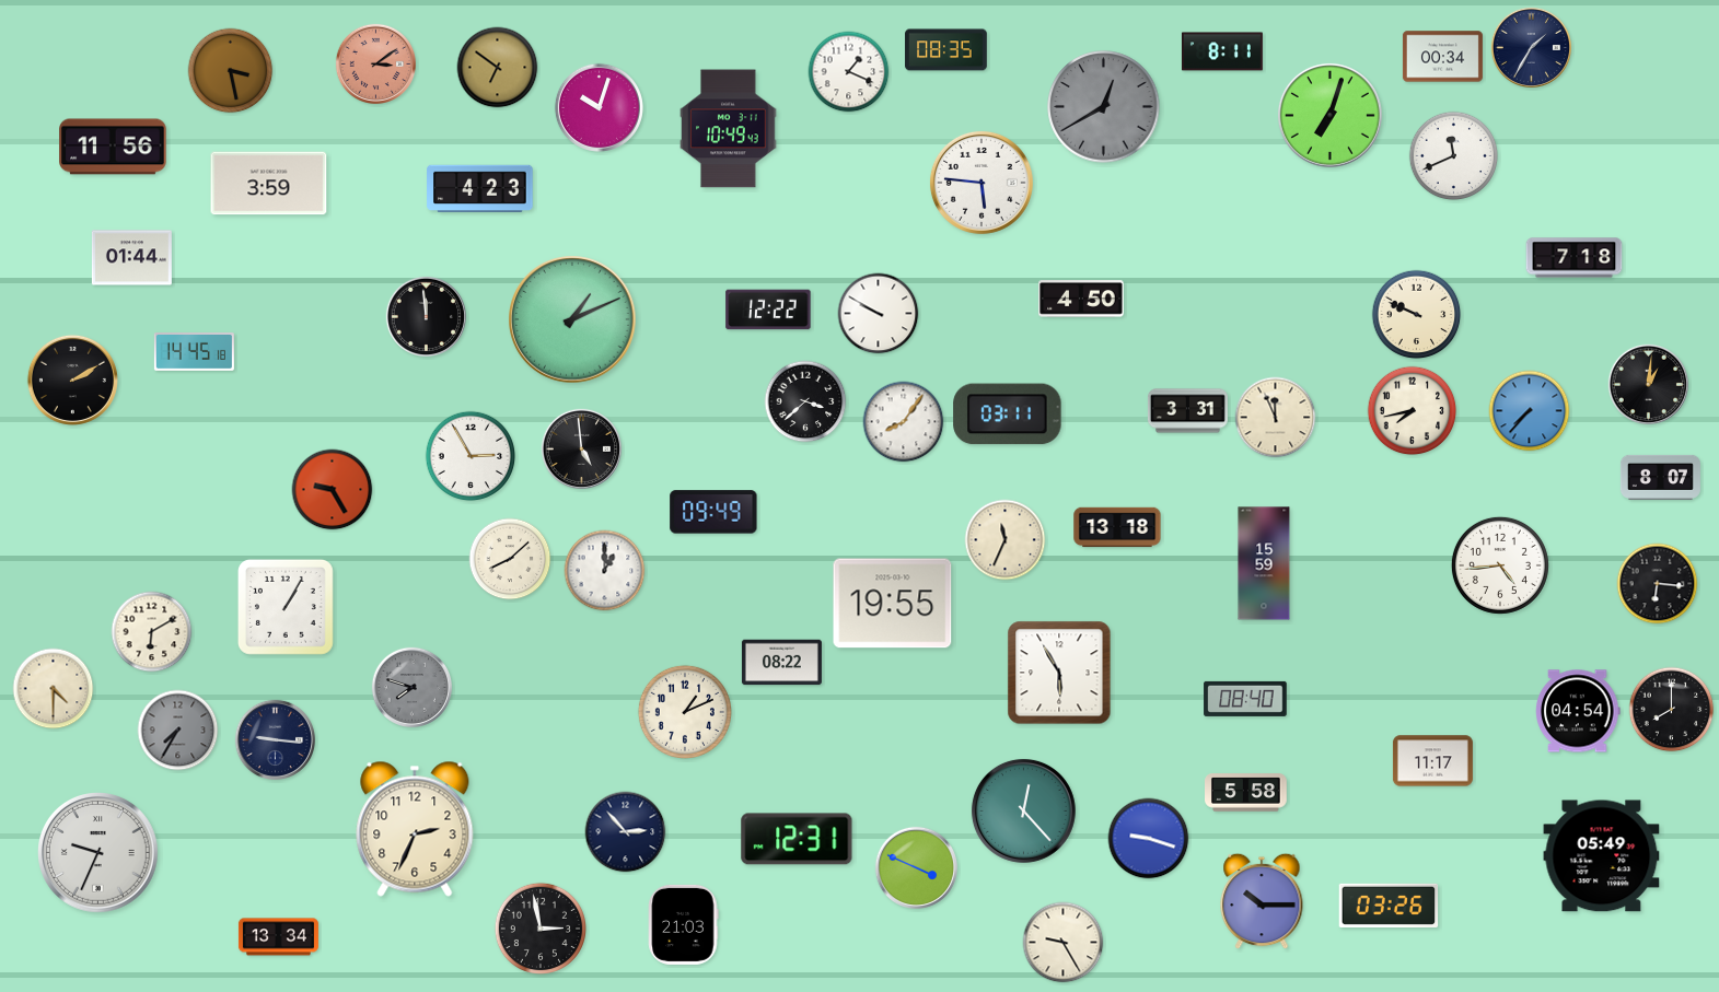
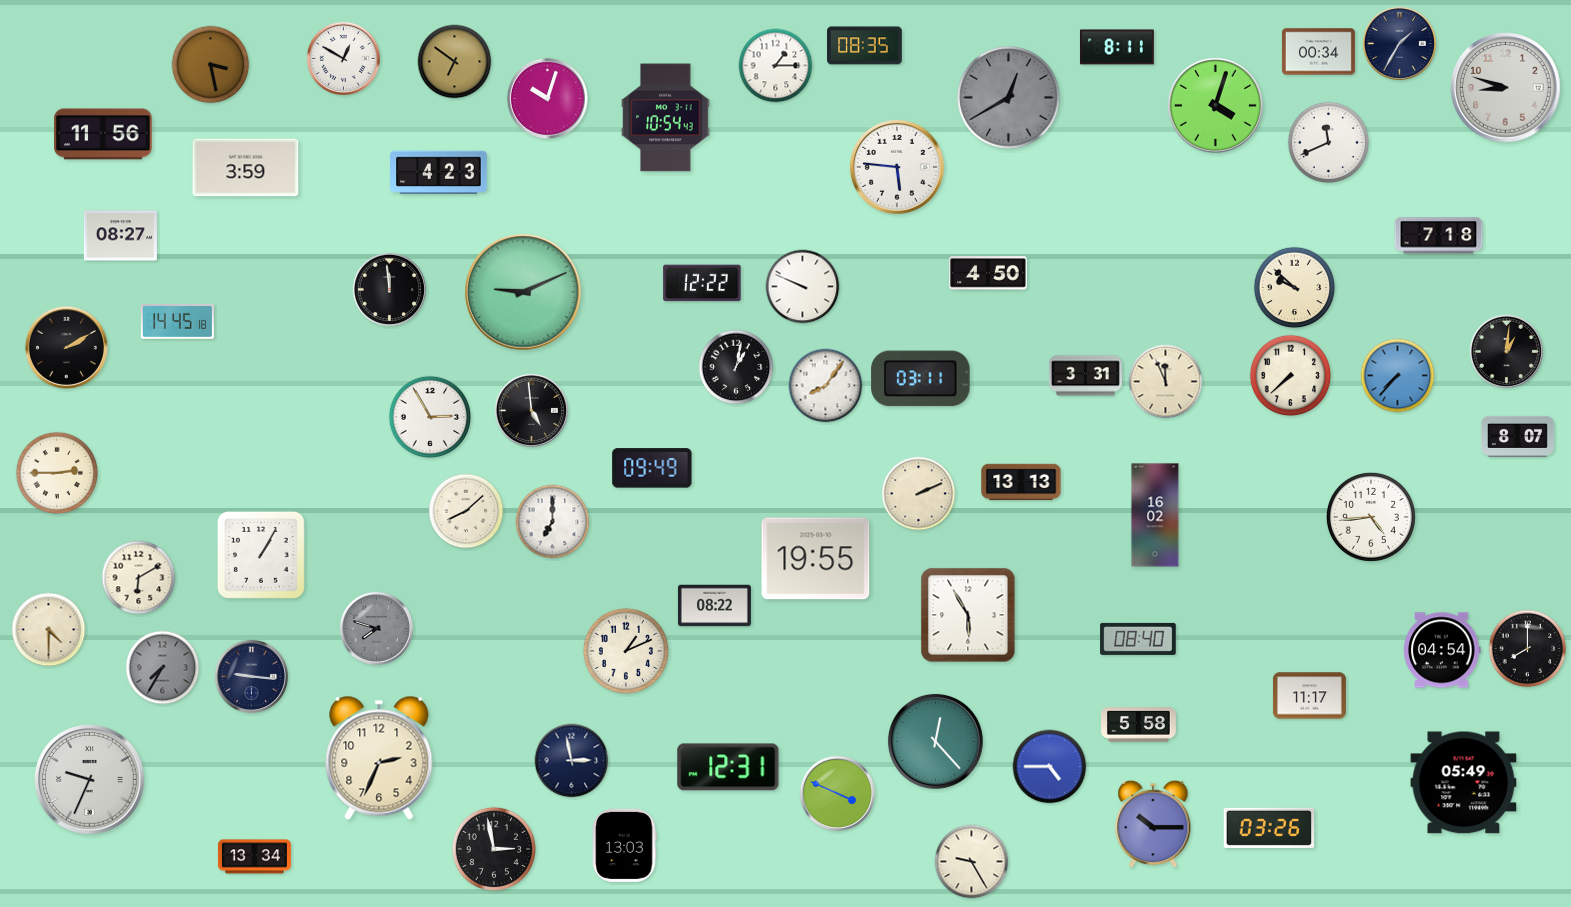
clock at (375, 63): 3:09 -> 12:50
clock at (375, 63) dial: salmon -> white
clock at (849, 72): 1:19 -> 1:15
clock at (1506, 88): none -> 8:48
clock at (1329, 115): 7:03 -> 4:03
clock at (729, 129): 10:49 -> 10:54
clock at (131, 258): 01:44 -> 08:27
clock at (879, 314): 9:50 -> 9:49
clock at (1417, 315): 9:49 -> 9:52
clock at (572, 319): 1:11 -> 9:11
clock at (805, 401): 3:38 -> 1:02
clock at (1413, 411): 7:43 -> 7:38
clock at (333, 490): 9:25 -> none
clock at (57, 473): none -> 2:45
clock at (1117, 527): 13:18 -> 13:13
clock at (1006, 540): 11:34 -> 2:11
clock at (1264, 563): 15:59 -> 16:02
clock at (605, 571): 1:00 -> 7:00
clock at (1658, 584): 6:16 -> none
clock at (893, 604) position: (893, 604) -> (816, 559)
clock at (626, 832): 2:53 -> 2:58
clock at (1149, 839): 9:18 -> 4:45
clock at (684, 924): 21:03 -> 13:03
